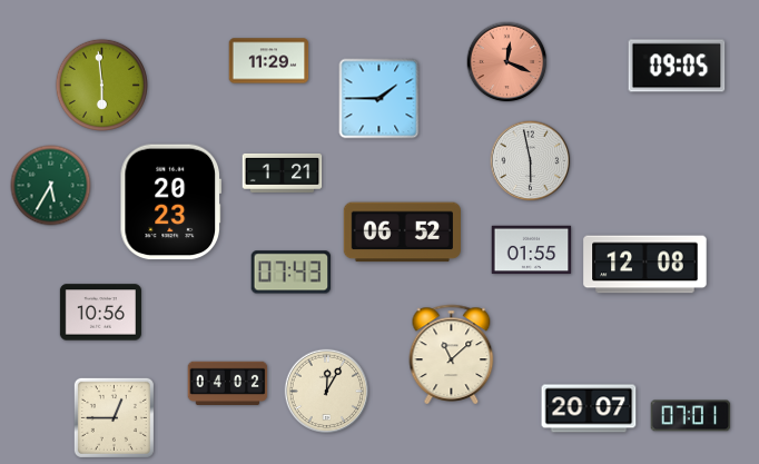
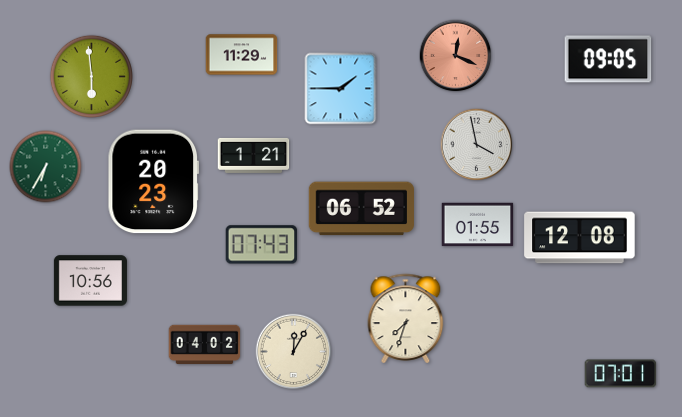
clock at (531, 161): 5:58 -> 3:58
clock at (51, 186): 5:35 -> 6:35
clock at (452, 354): 11:08 -> 7:33
clock at (589, 408): 20:07 -> none
clock at (114, 417): 12:45 -> none
